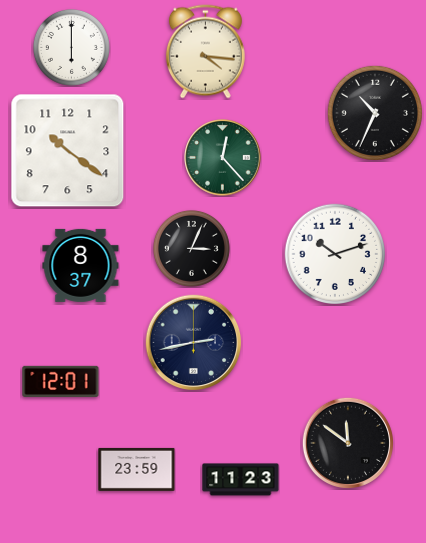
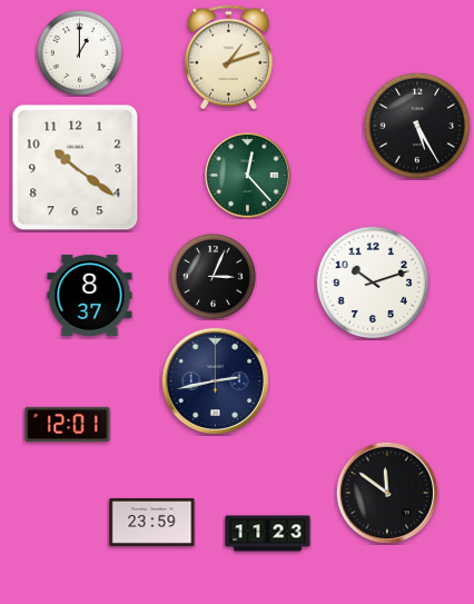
clock at (71, 47): 6:00 -> 1:00
clock at (205, 52): 4:16 -> 1:12
clock at (375, 113): 10:34 -> 5:25
